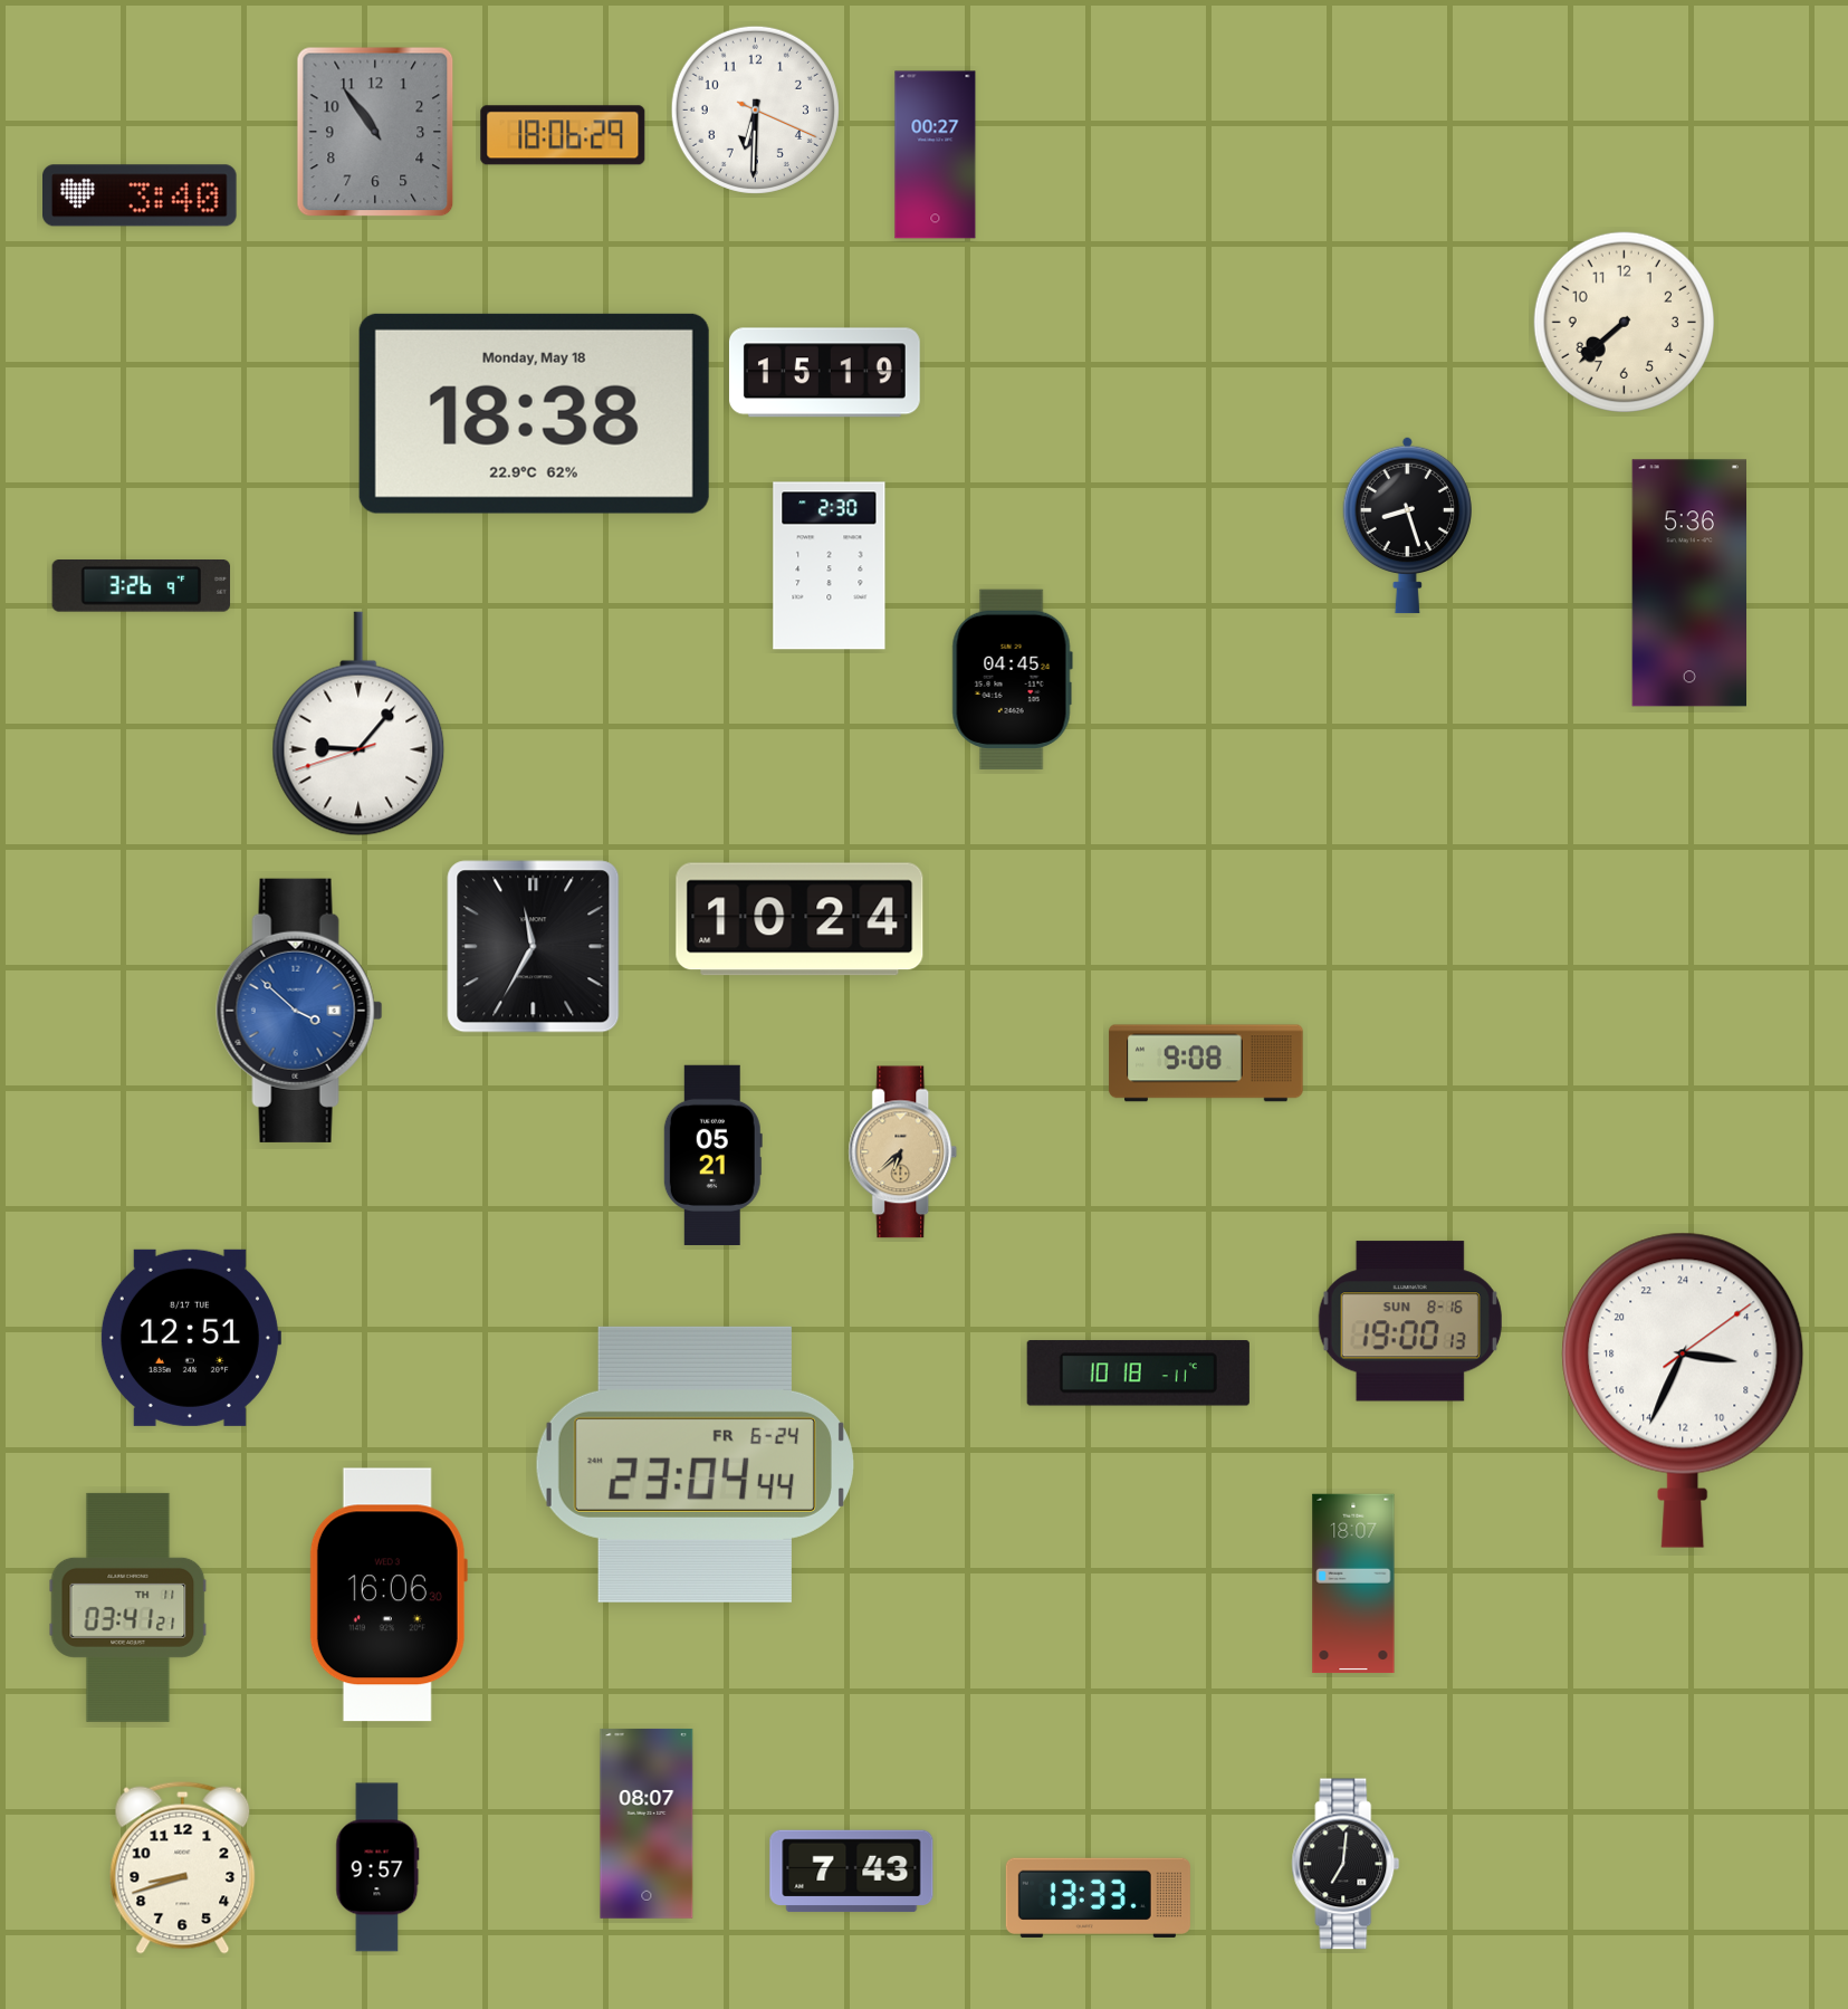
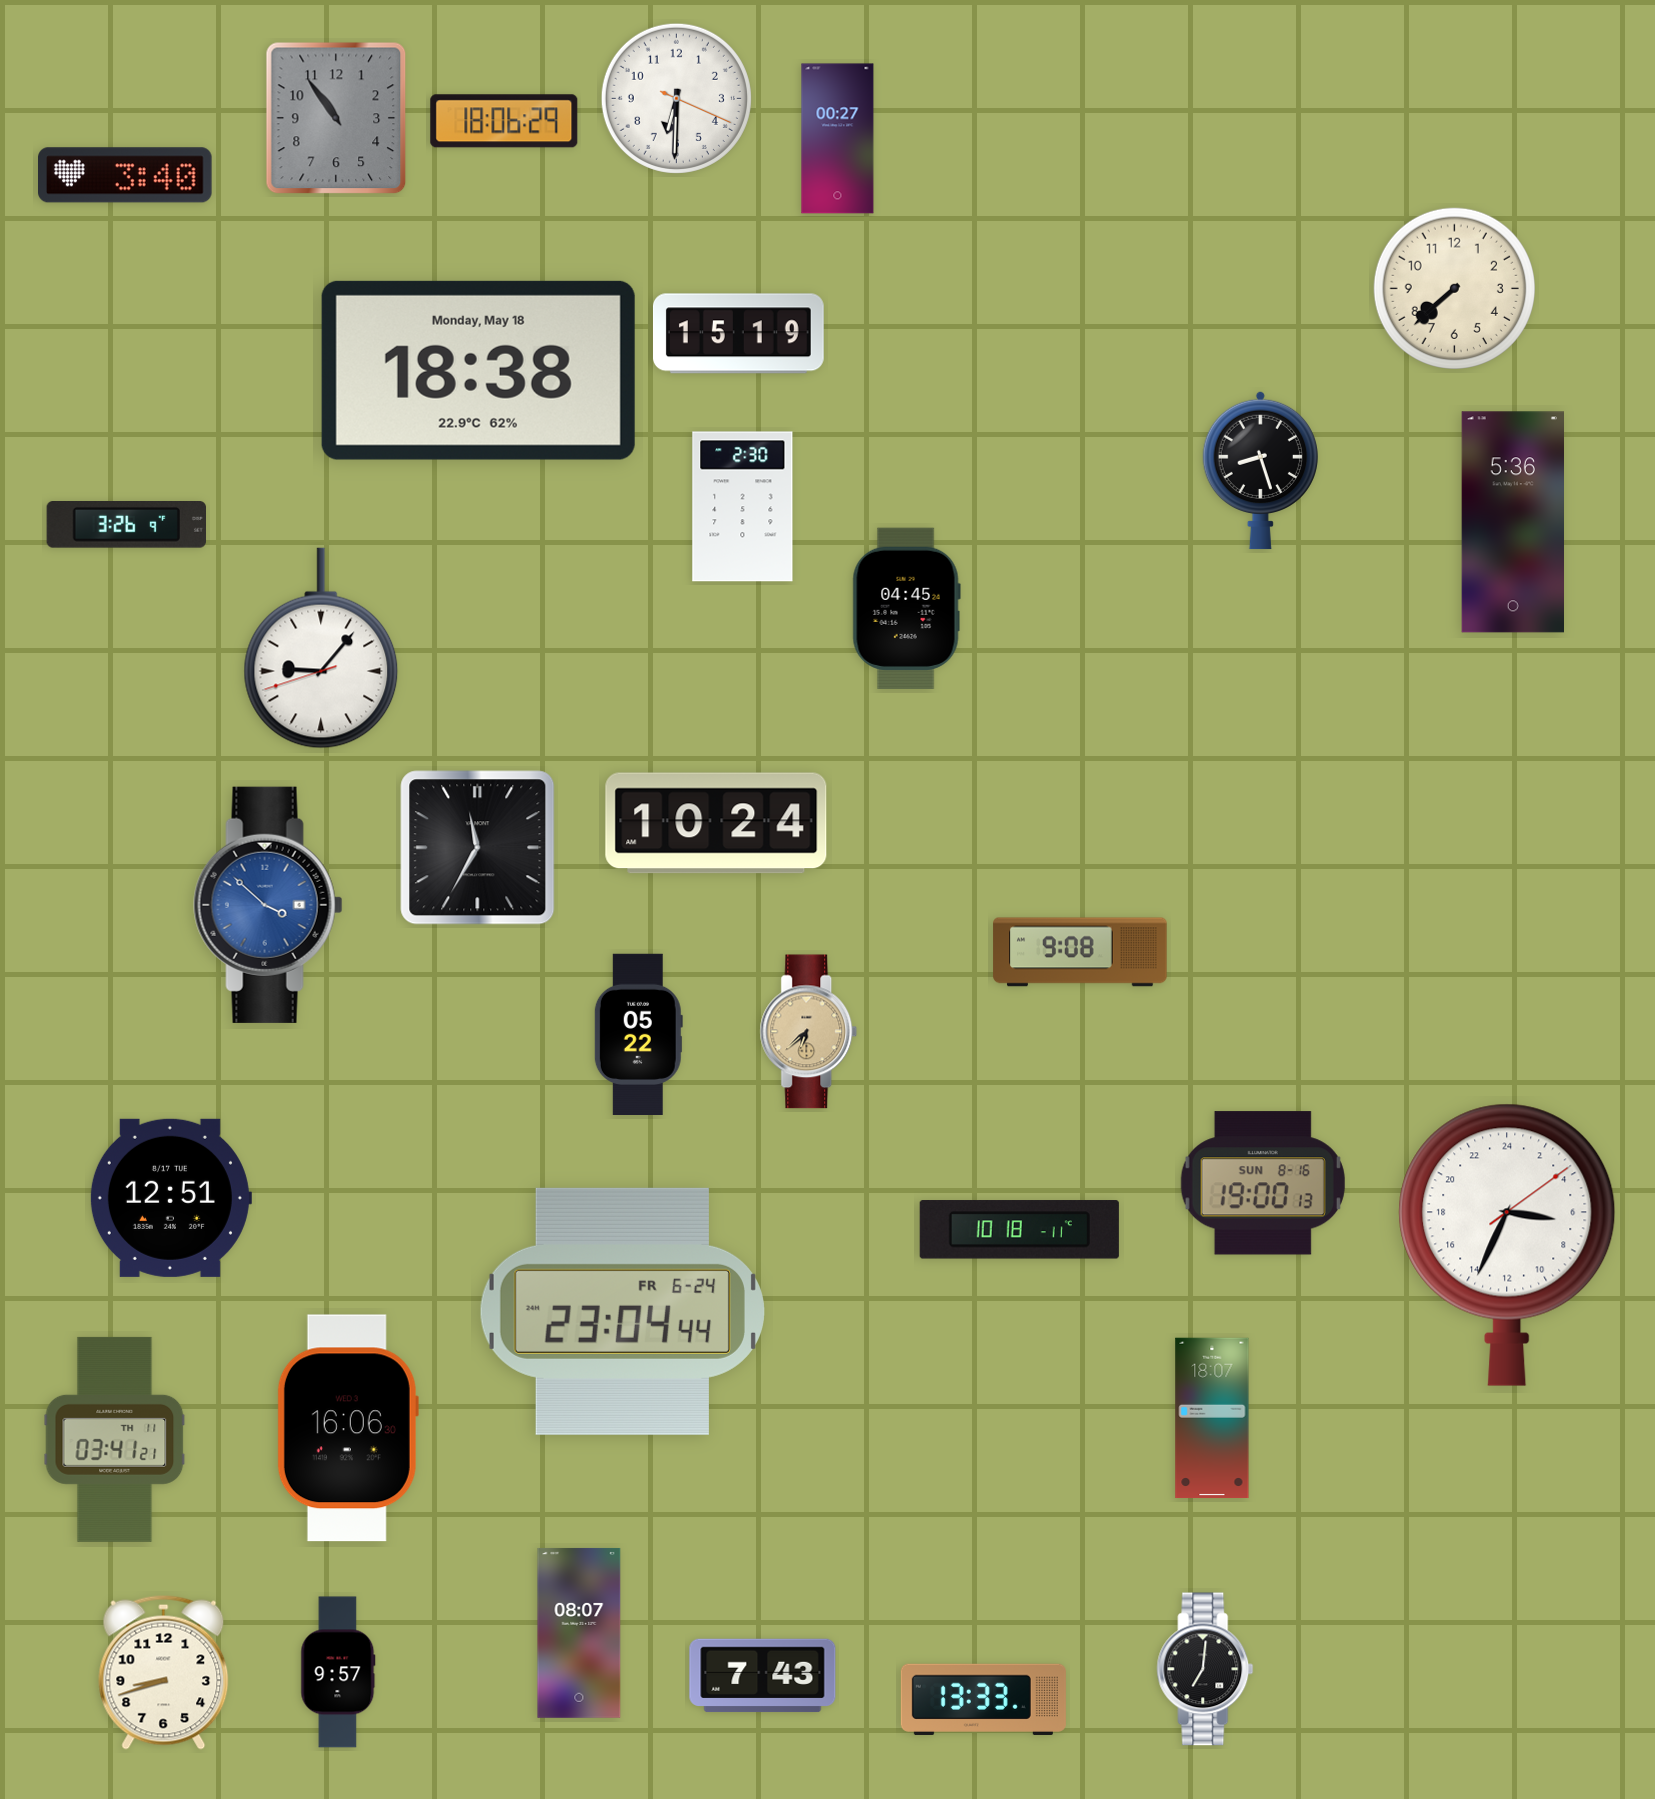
clock at (712, 1155): 05:21 -> 05:22
